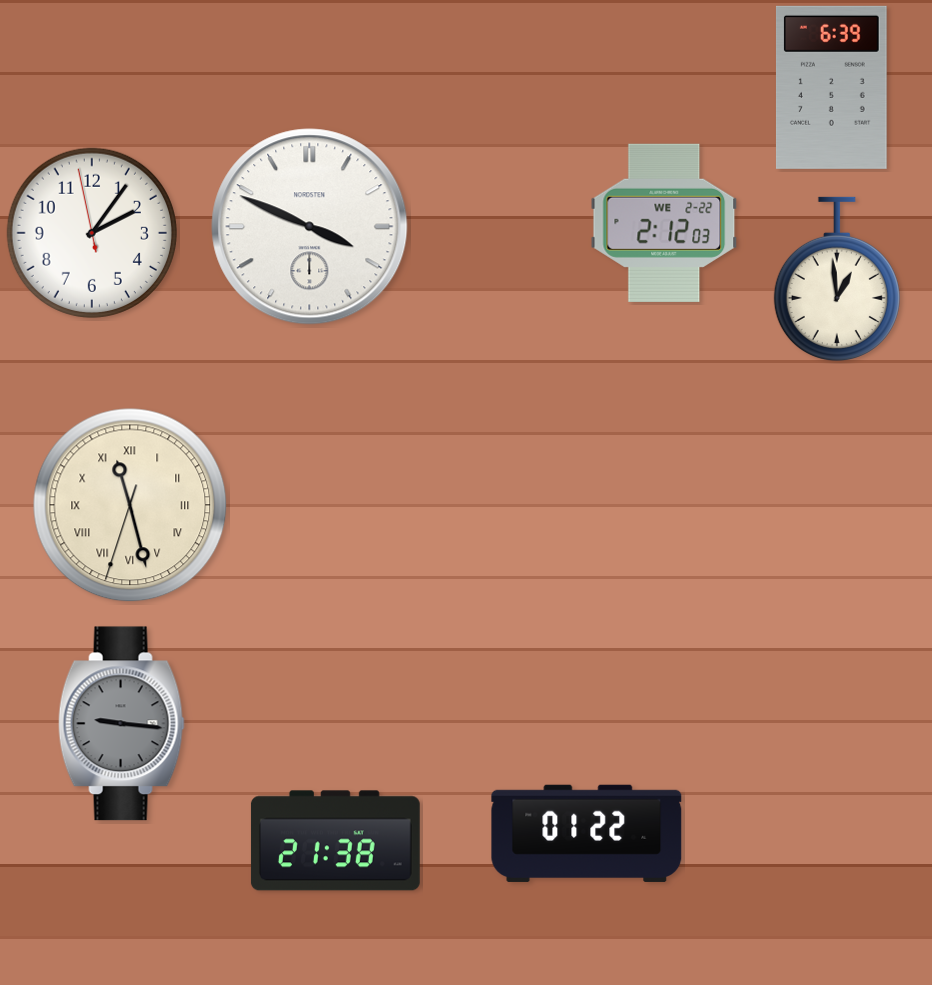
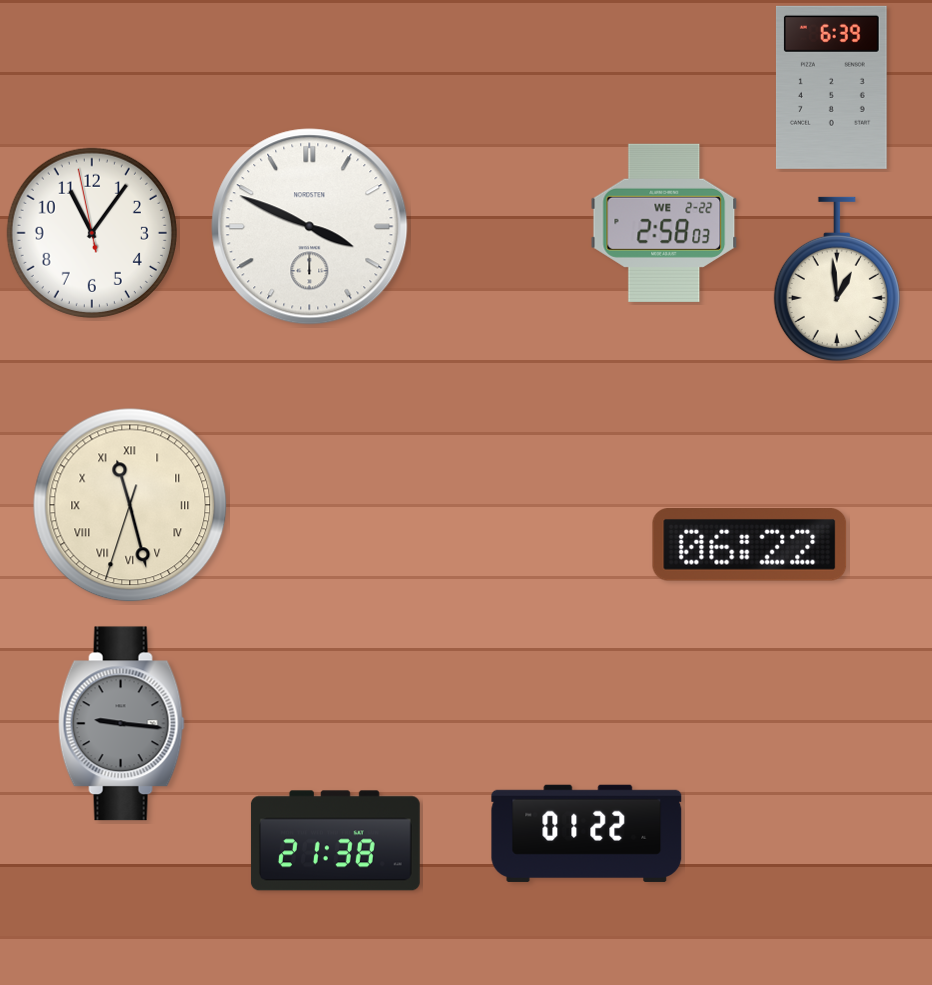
clock at (664, 223): 2:12 -> 2:58
clock at (92, 233): 2:05 -> 11:05
clock at (750, 545): none -> 06:22
